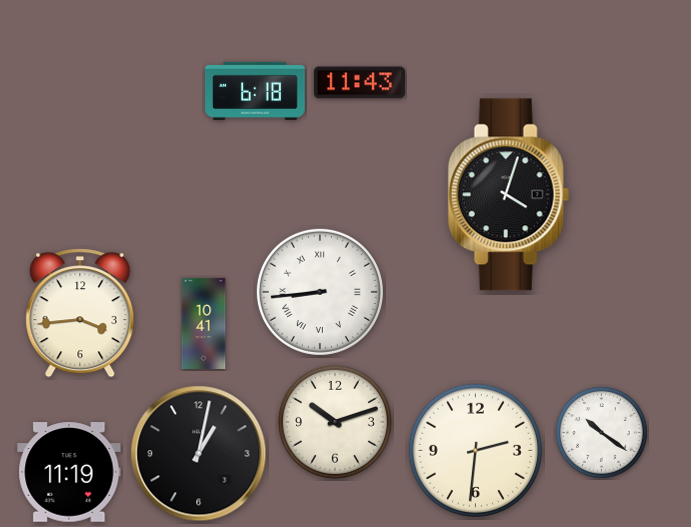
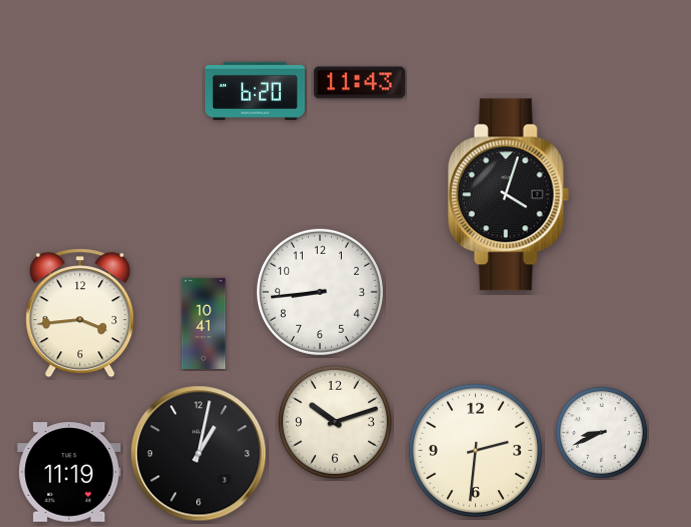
clock at (255, 91): 6:18 -> 6:20
clock at (320, 292) numerals: Roman -> Arabic
clock at (602, 433): 10:21 -> 8:41
